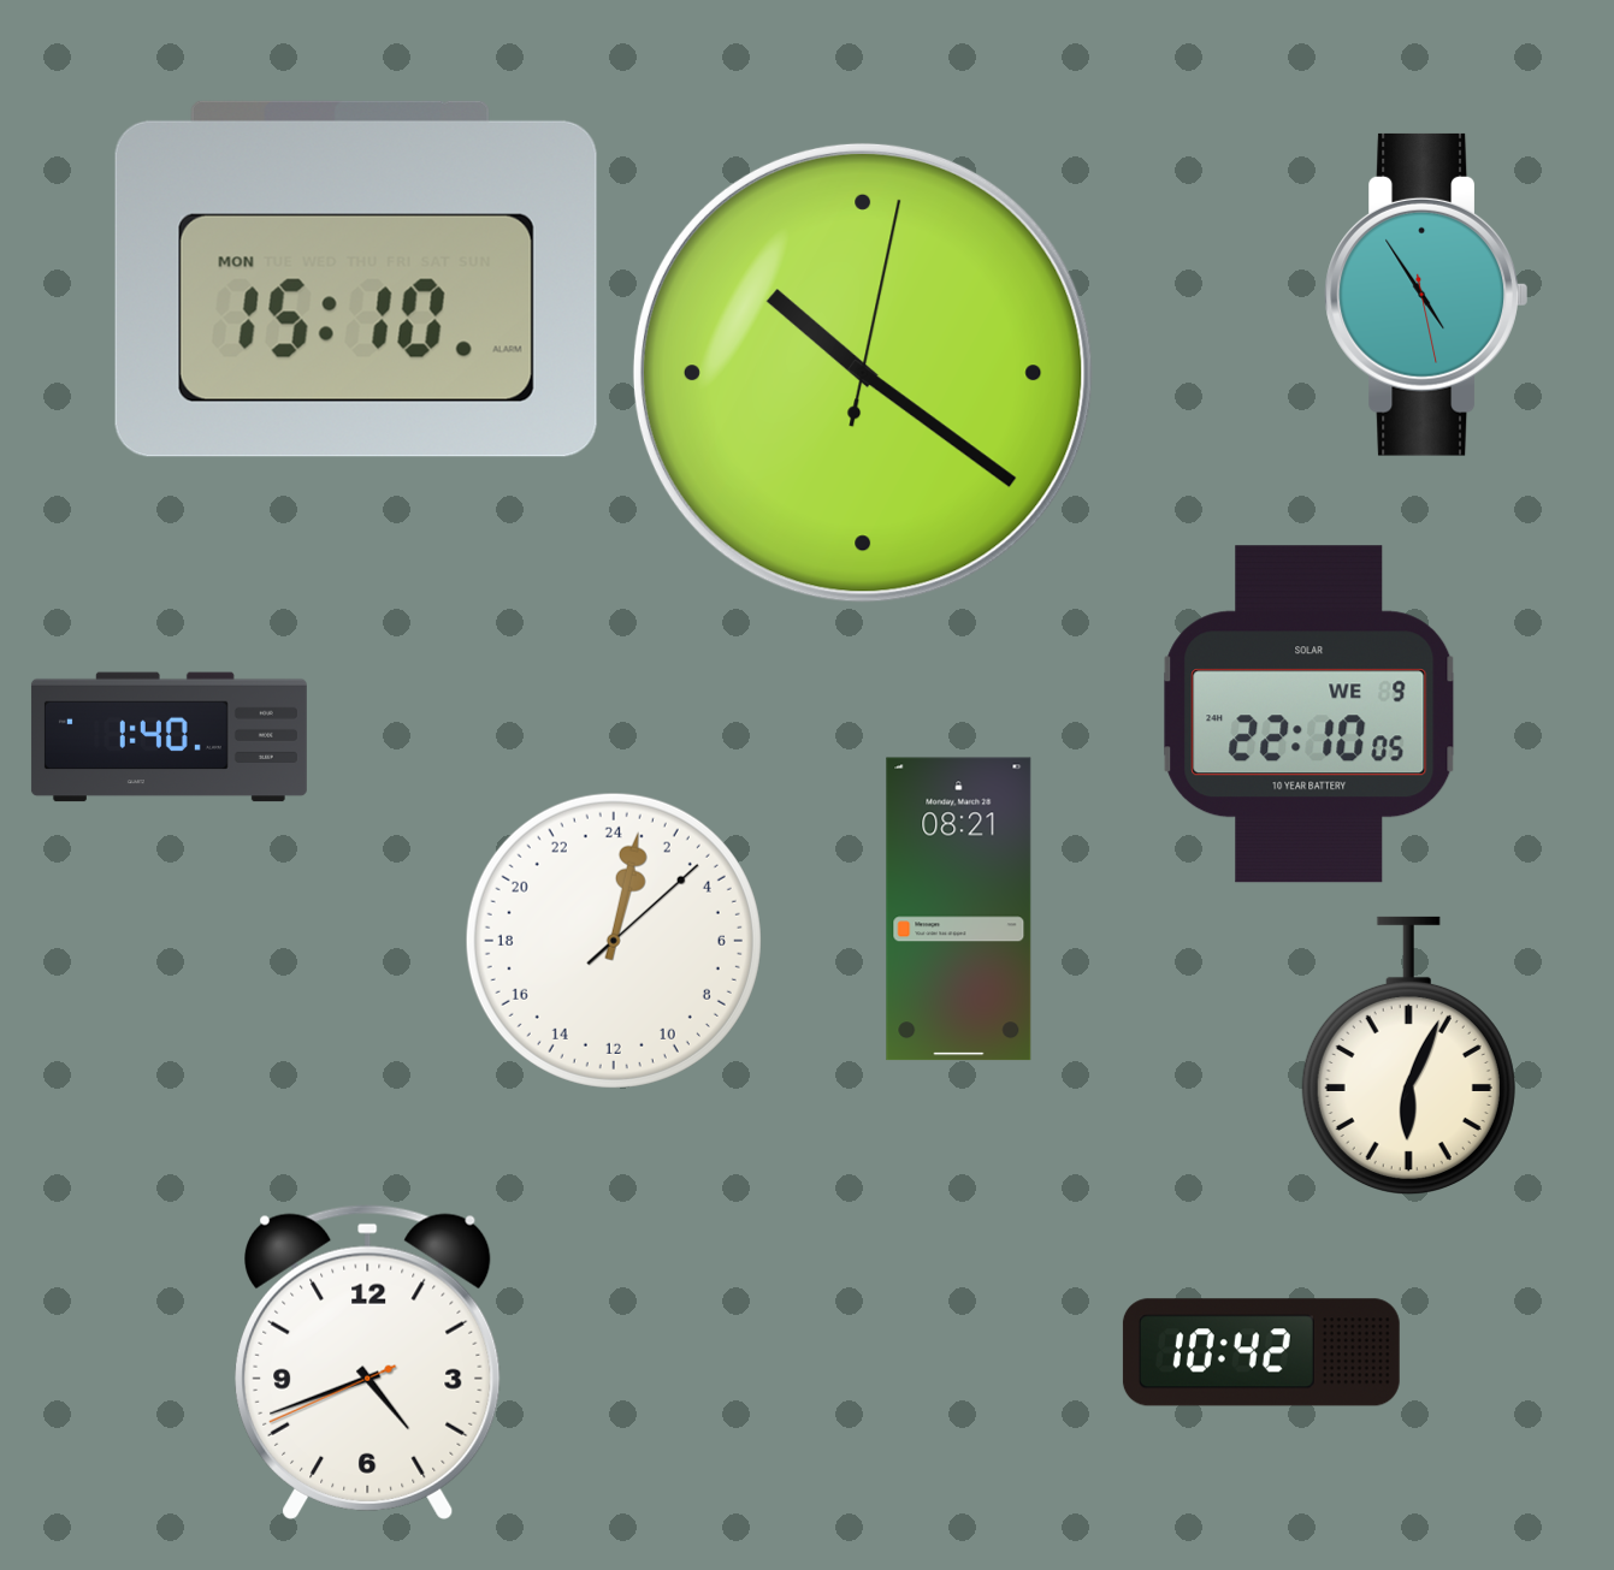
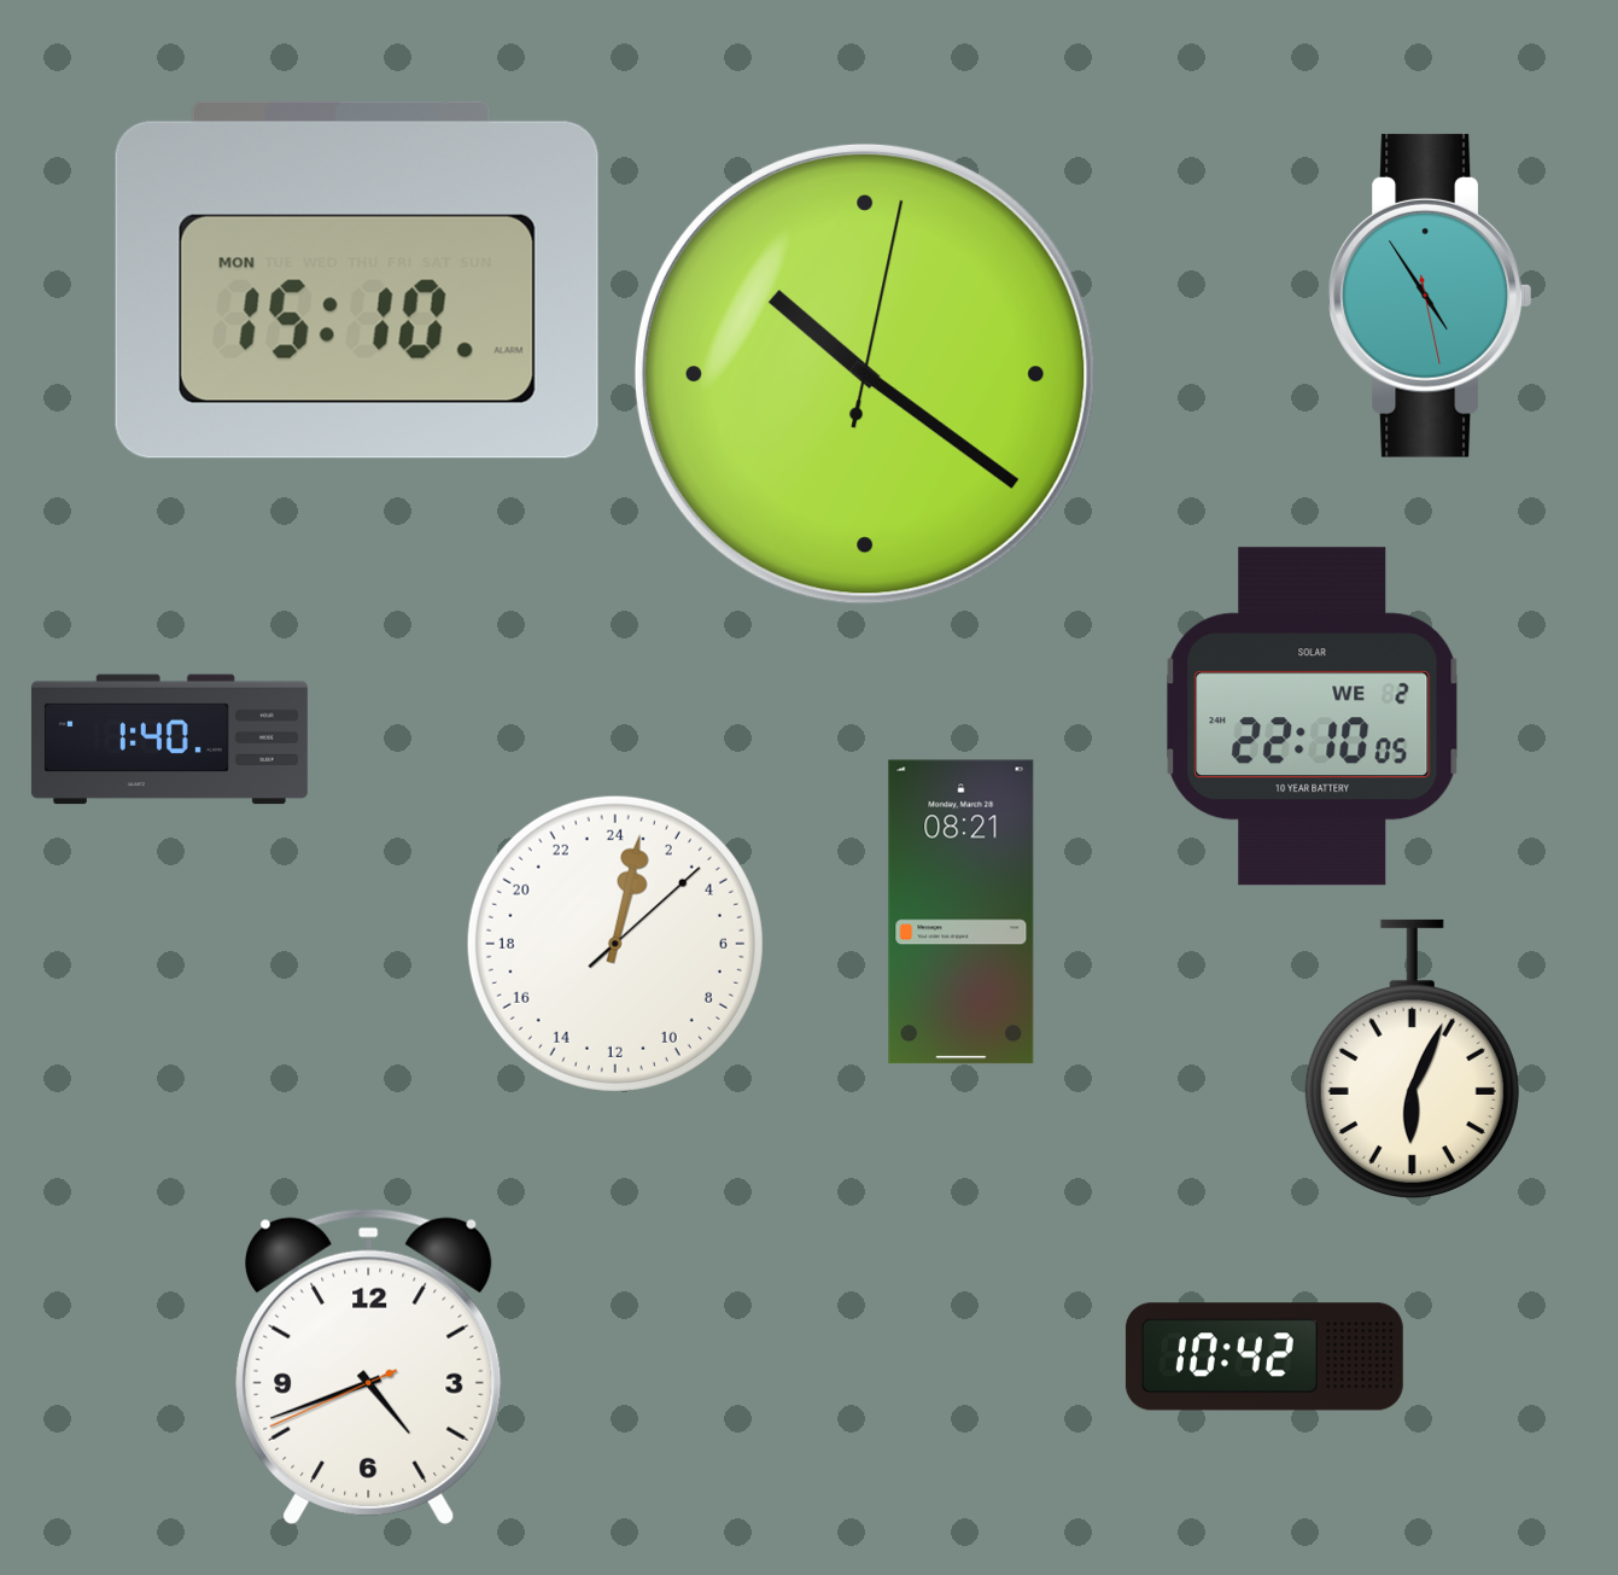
clock at (1309, 715) date: WE 9 -> WE 2
